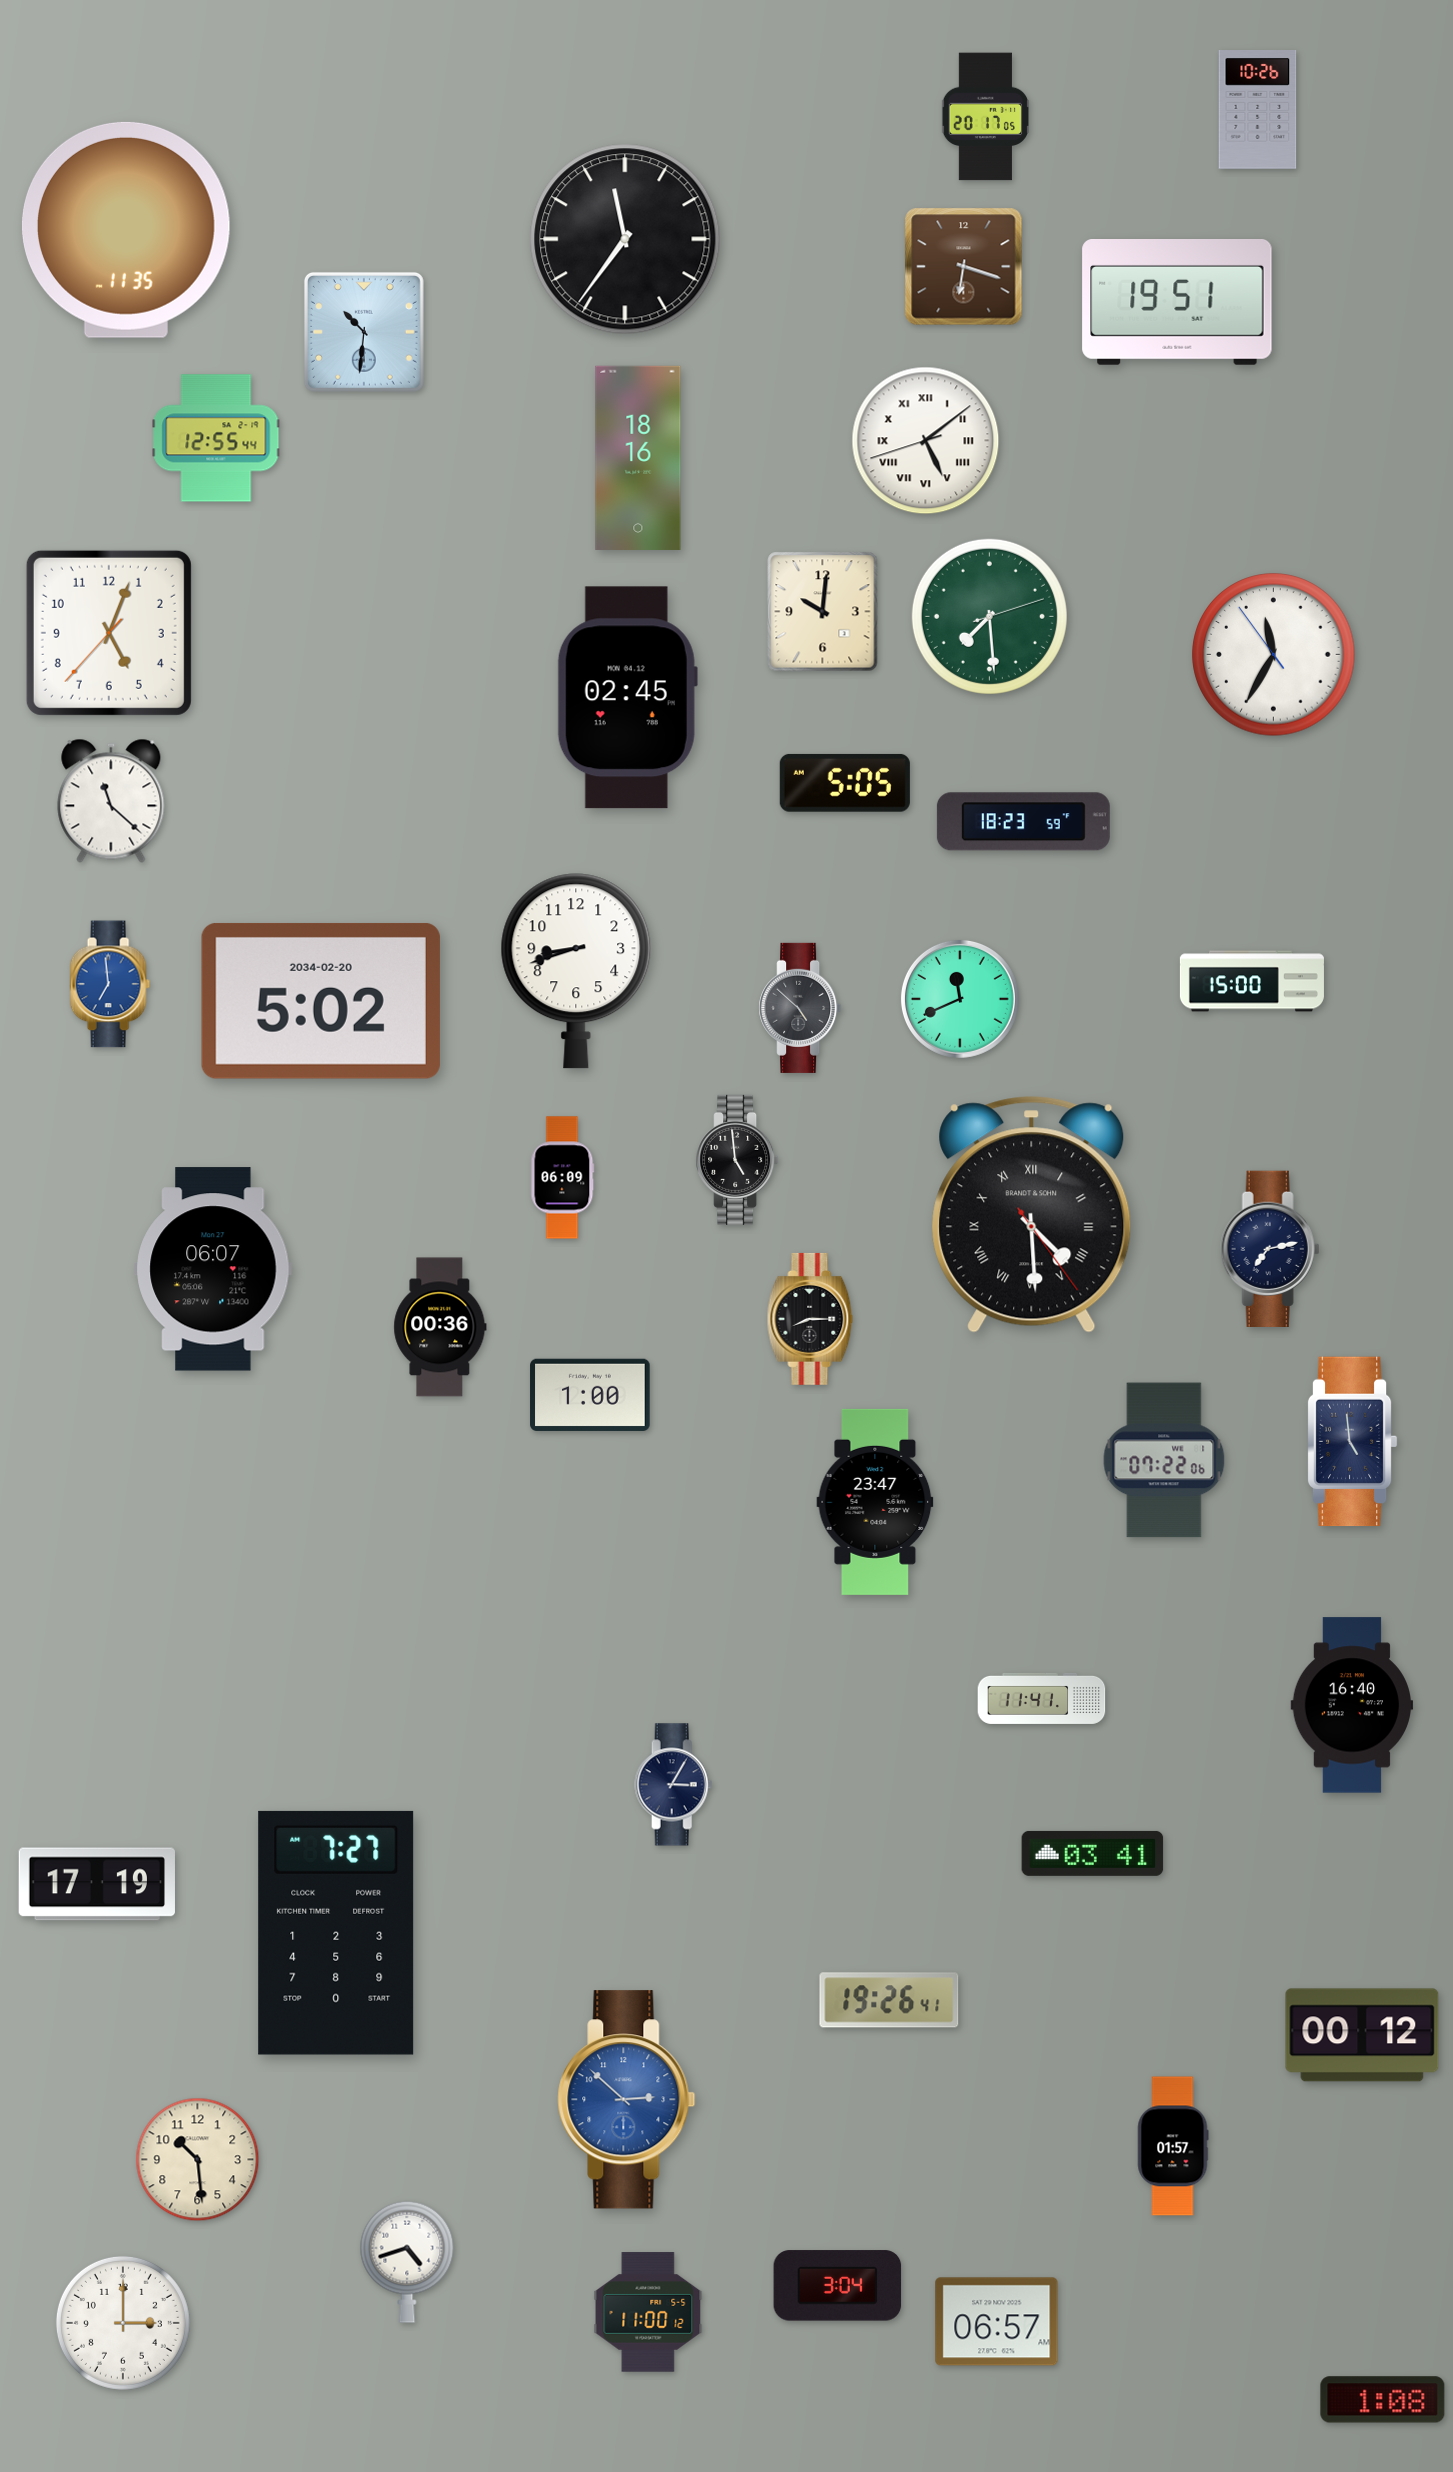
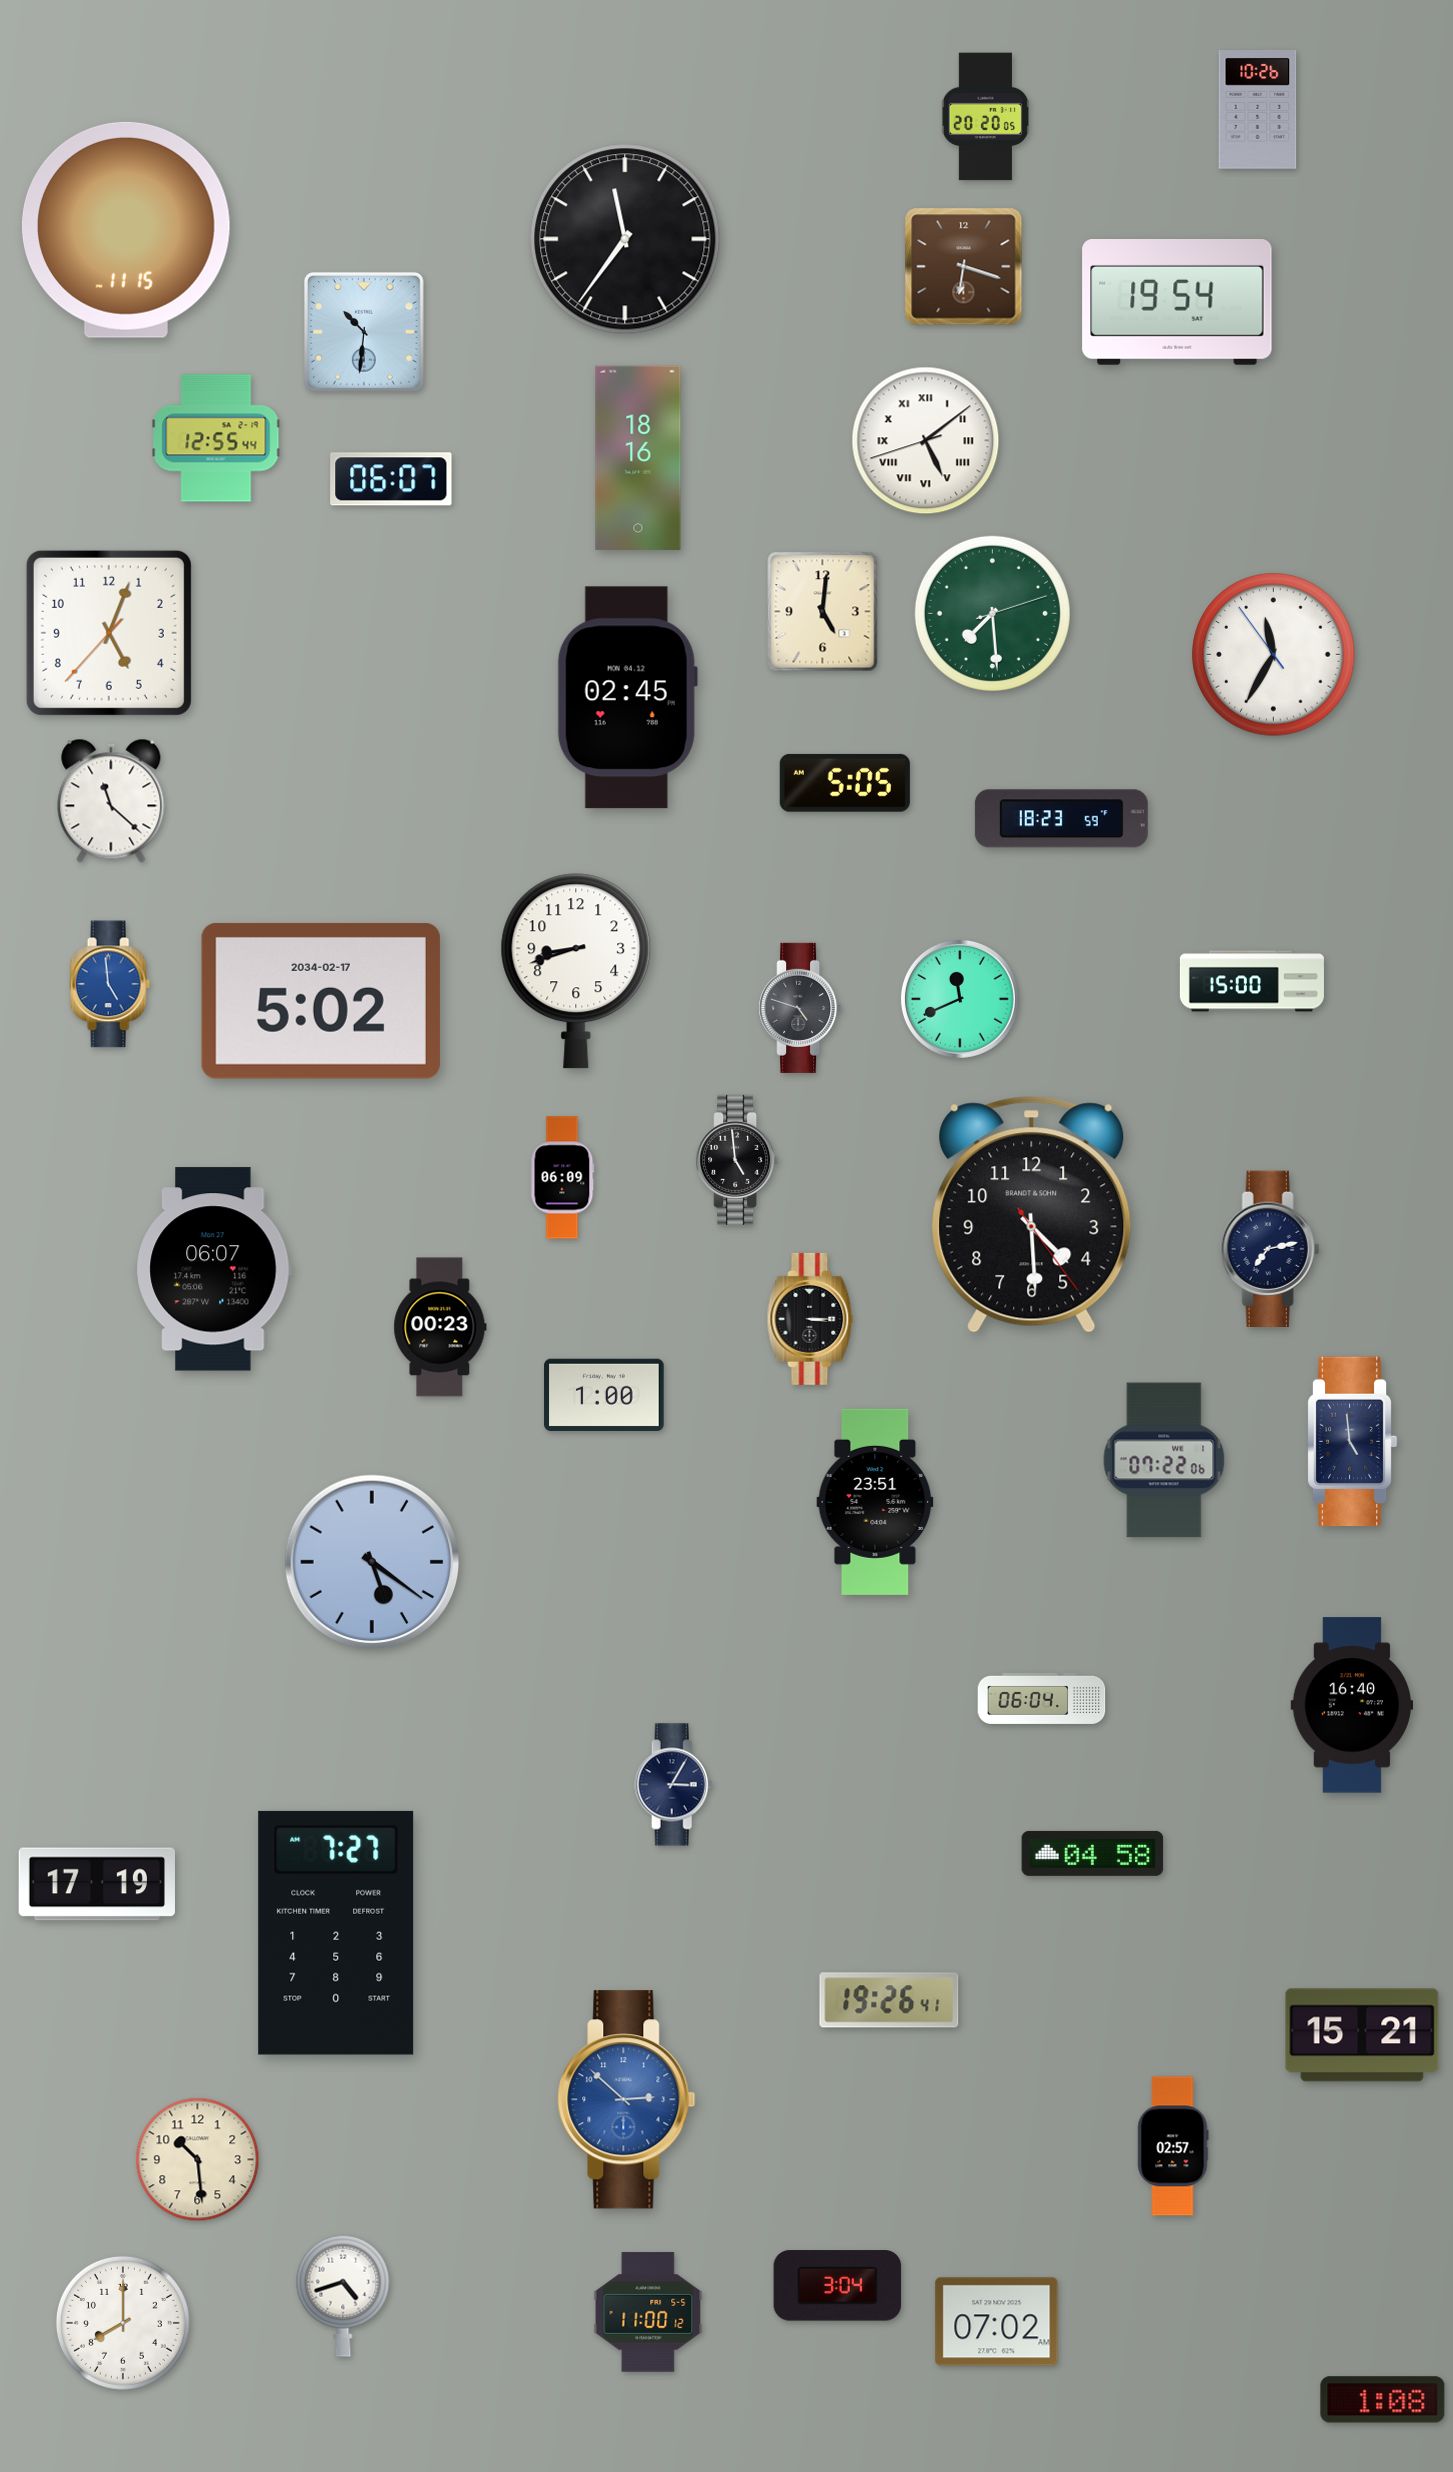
clock at (986, 117): 20:17 -> 20:20
clock at (126, 230): 11:35 -> 11:15
clock at (1177, 303): 19:51 -> 19:54
clock at (391, 479): none -> 06:07
clock at (823, 612): 10:01 -> 5:01
clock at (989, 616) position: (989, 616) -> (992, 613)
clock at (1023, 822) position: (1023, 822) -> (1061, 819)
clock at (110, 984): 6:59 -> 4:59
clock at (321, 1001) date: 2034-02-20 -> 2034-02-17
clock at (800, 1008): 4:52 -> 4:48
clock at (1032, 1215) numerals: Roman -> Arabic
clock at (810, 1319): 8:15 -> 3:15
clock at (440, 1327): 00:36 -> 00:23
clock at (590, 1395) position: (590, 1395) -> (604, 1395)
clock at (875, 1502): 23:47 -> 23:51
clock at (372, 1562): none -> 5:21
clock at (1042, 1698): 11:41 -> 06:04
clock at (1093, 1853): 03:41 -> 04:58
clock at (1362, 2035): 00:12 -> 15:21
clock at (1173, 2146): 01:57 -> 02:57
clock at (407, 2262) position: (407, 2262) -> (343, 2296)
clock at (997, 2322): 06:57 -> 07:02
clock at (123, 2323): 3:00 -> 8:00
